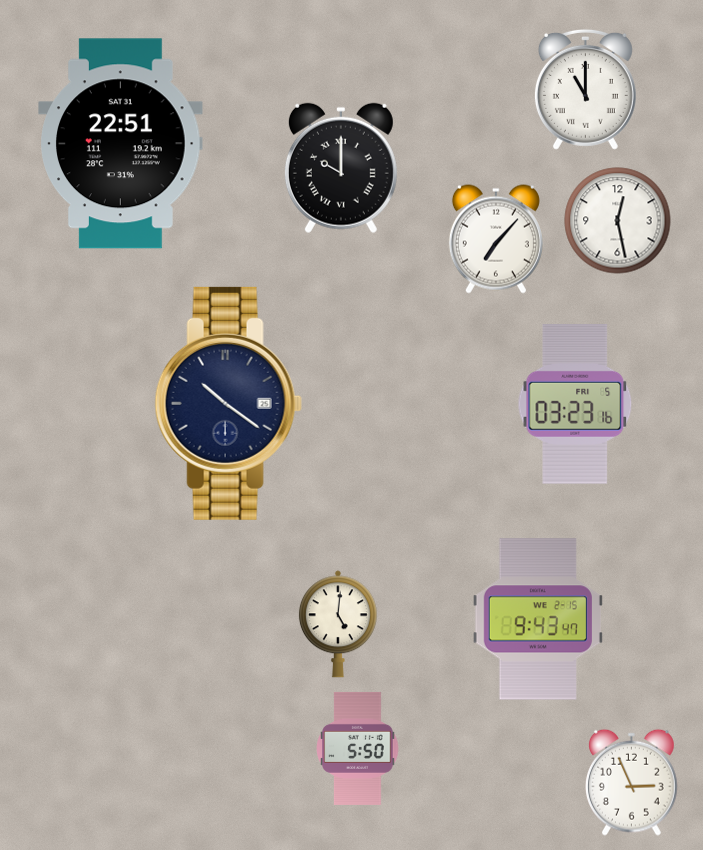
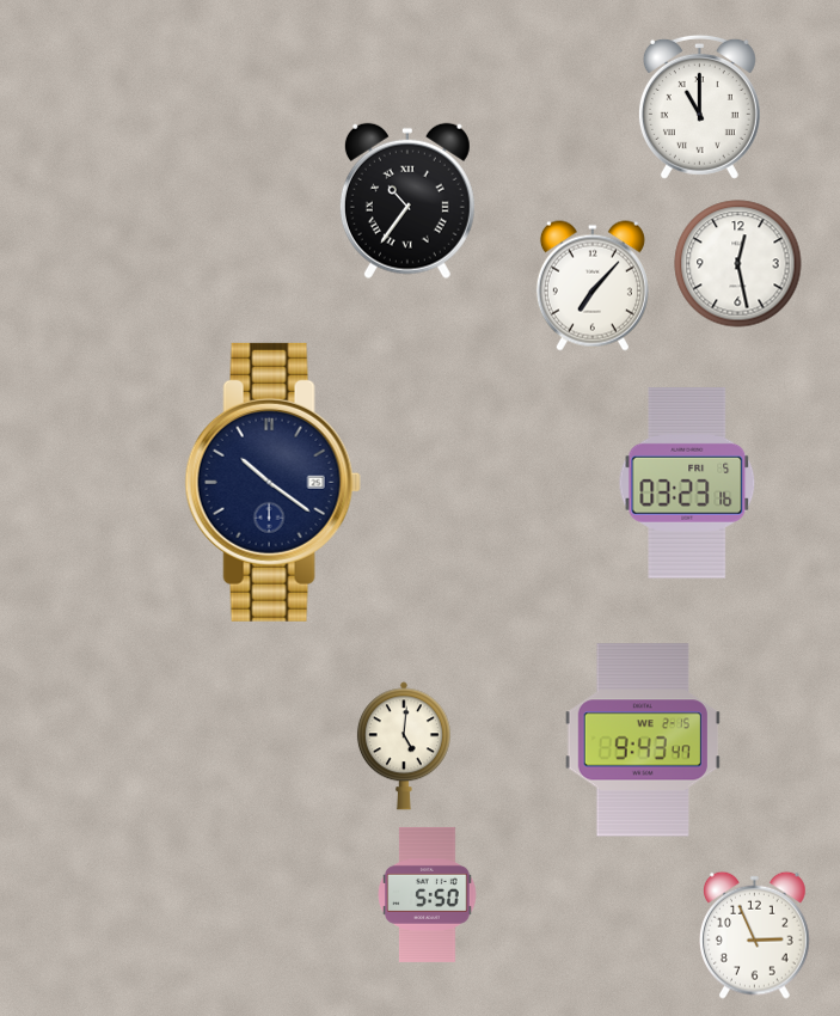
clock at (121, 144): 22:51 -> none
clock at (341, 168): 10:00 -> 10:36
